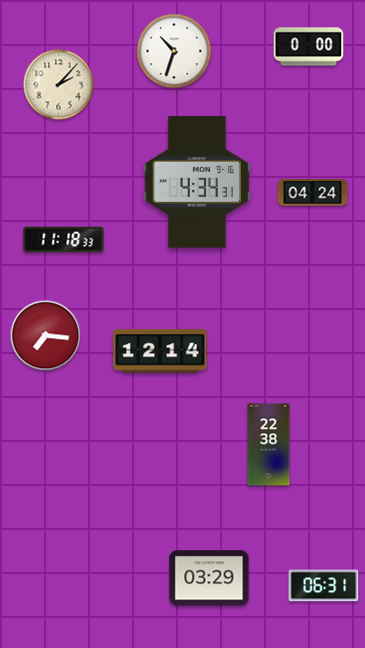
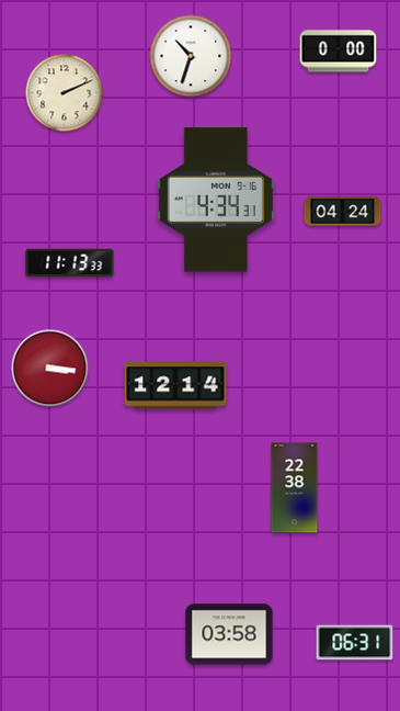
clock at (59, 85): 2:07 -> 2:11
clock at (64, 240): 11:18 -> 11:13
clock at (46, 336): 7:16 -> 3:16
clock at (209, 578): 03:29 -> 03:58
